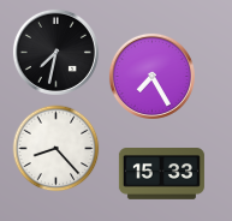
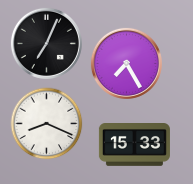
clock at (55, 52): 7:32 -> 7:04
clock at (56, 149): 8:23 -> 8:19
